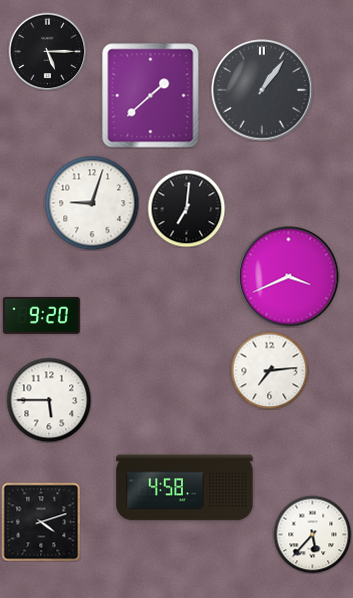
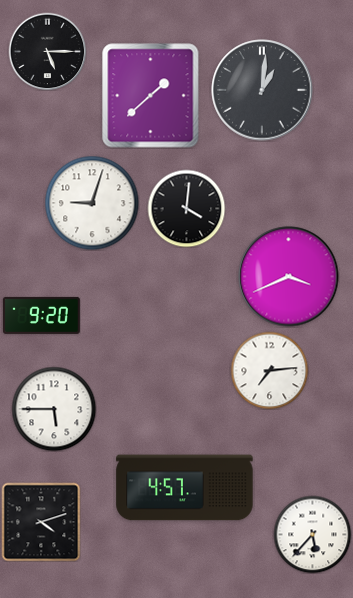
clock at (262, 90): 1:06 -> 1:01
clock at (186, 208): 7:01 -> 4:01
clock at (49, 400) position: (49, 400) -> (54, 409)
clock at (185, 488): 4:58 -> 4:57
